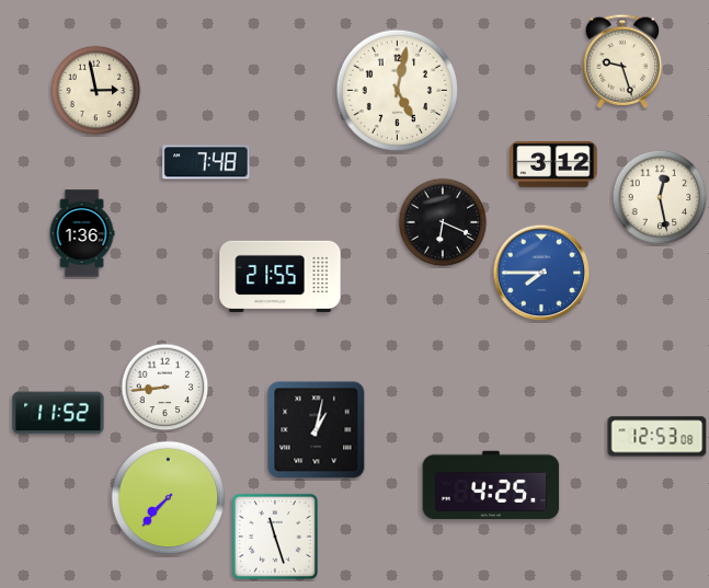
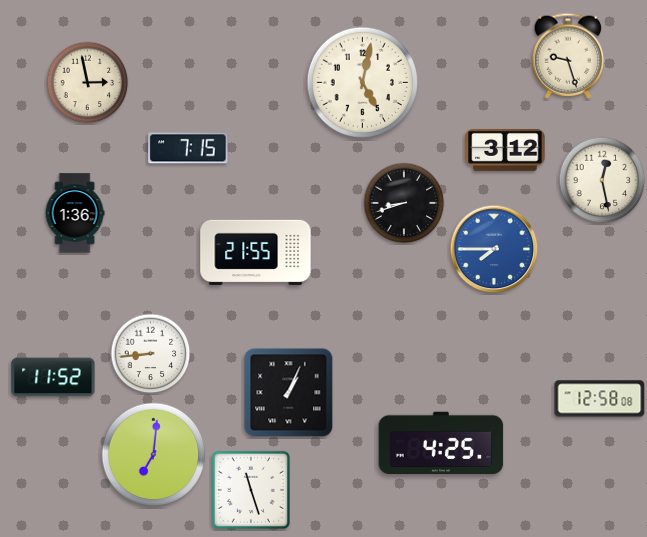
clock at (206, 162): 7:48 -> 7:15
clock at (443, 222): 6:19 -> 8:42
clock at (317, 430): 1:02 -> 1:04
clock at (657, 437): 12:53 -> 12:58
clock at (491, 485) position: (491, 485) -> (441, 443)
clock at (169, 498): 7:37 -> 7:01
